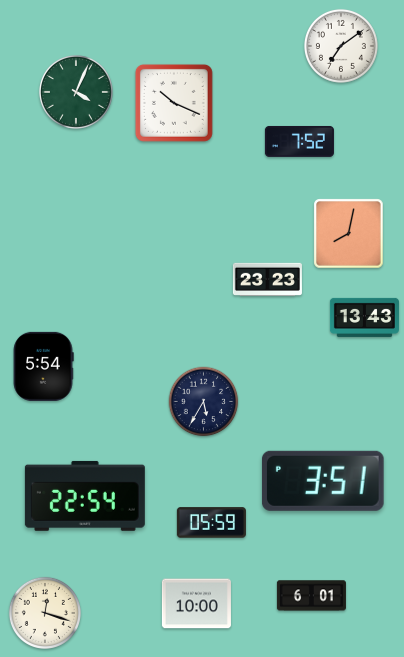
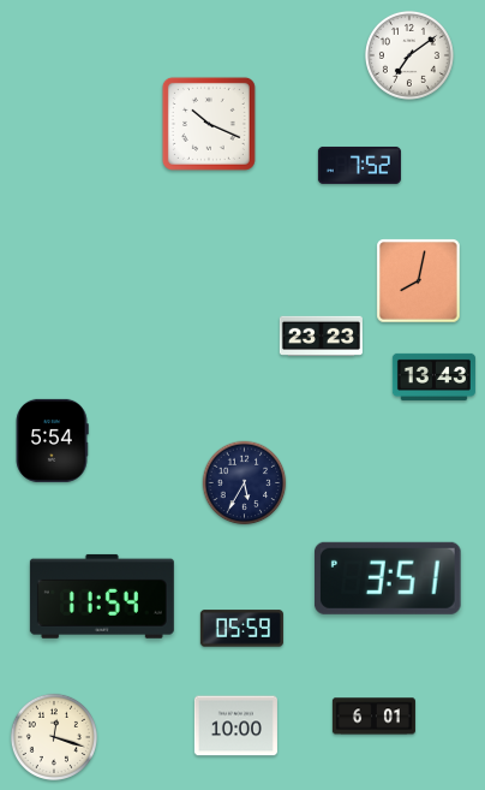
clock at (76, 92): 4:04 -> none
clock at (299, 141) position: (299, 141) -> (359, 165)
clock at (364, 317) position: (364, 317) -> (433, 376)
clock at (85, 496): 22:54 -> 11:54
clock at (211, 523) position: (211, 523) -> (241, 629)
